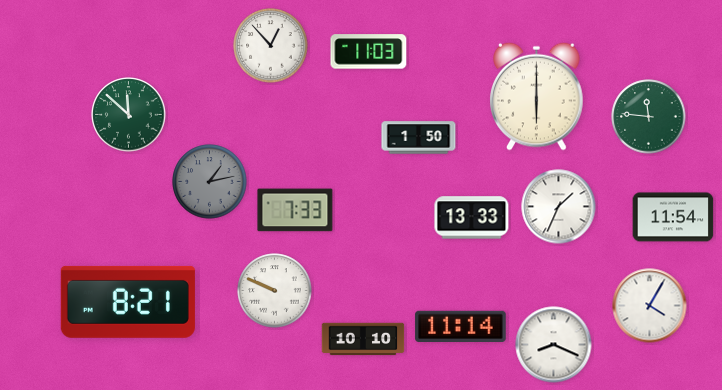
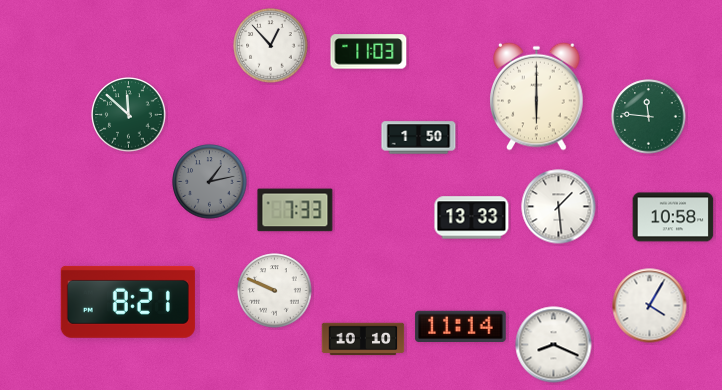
clock at (559, 207): 1:34 -> 1:29
clock at (673, 217): 11:54 -> 10:58
